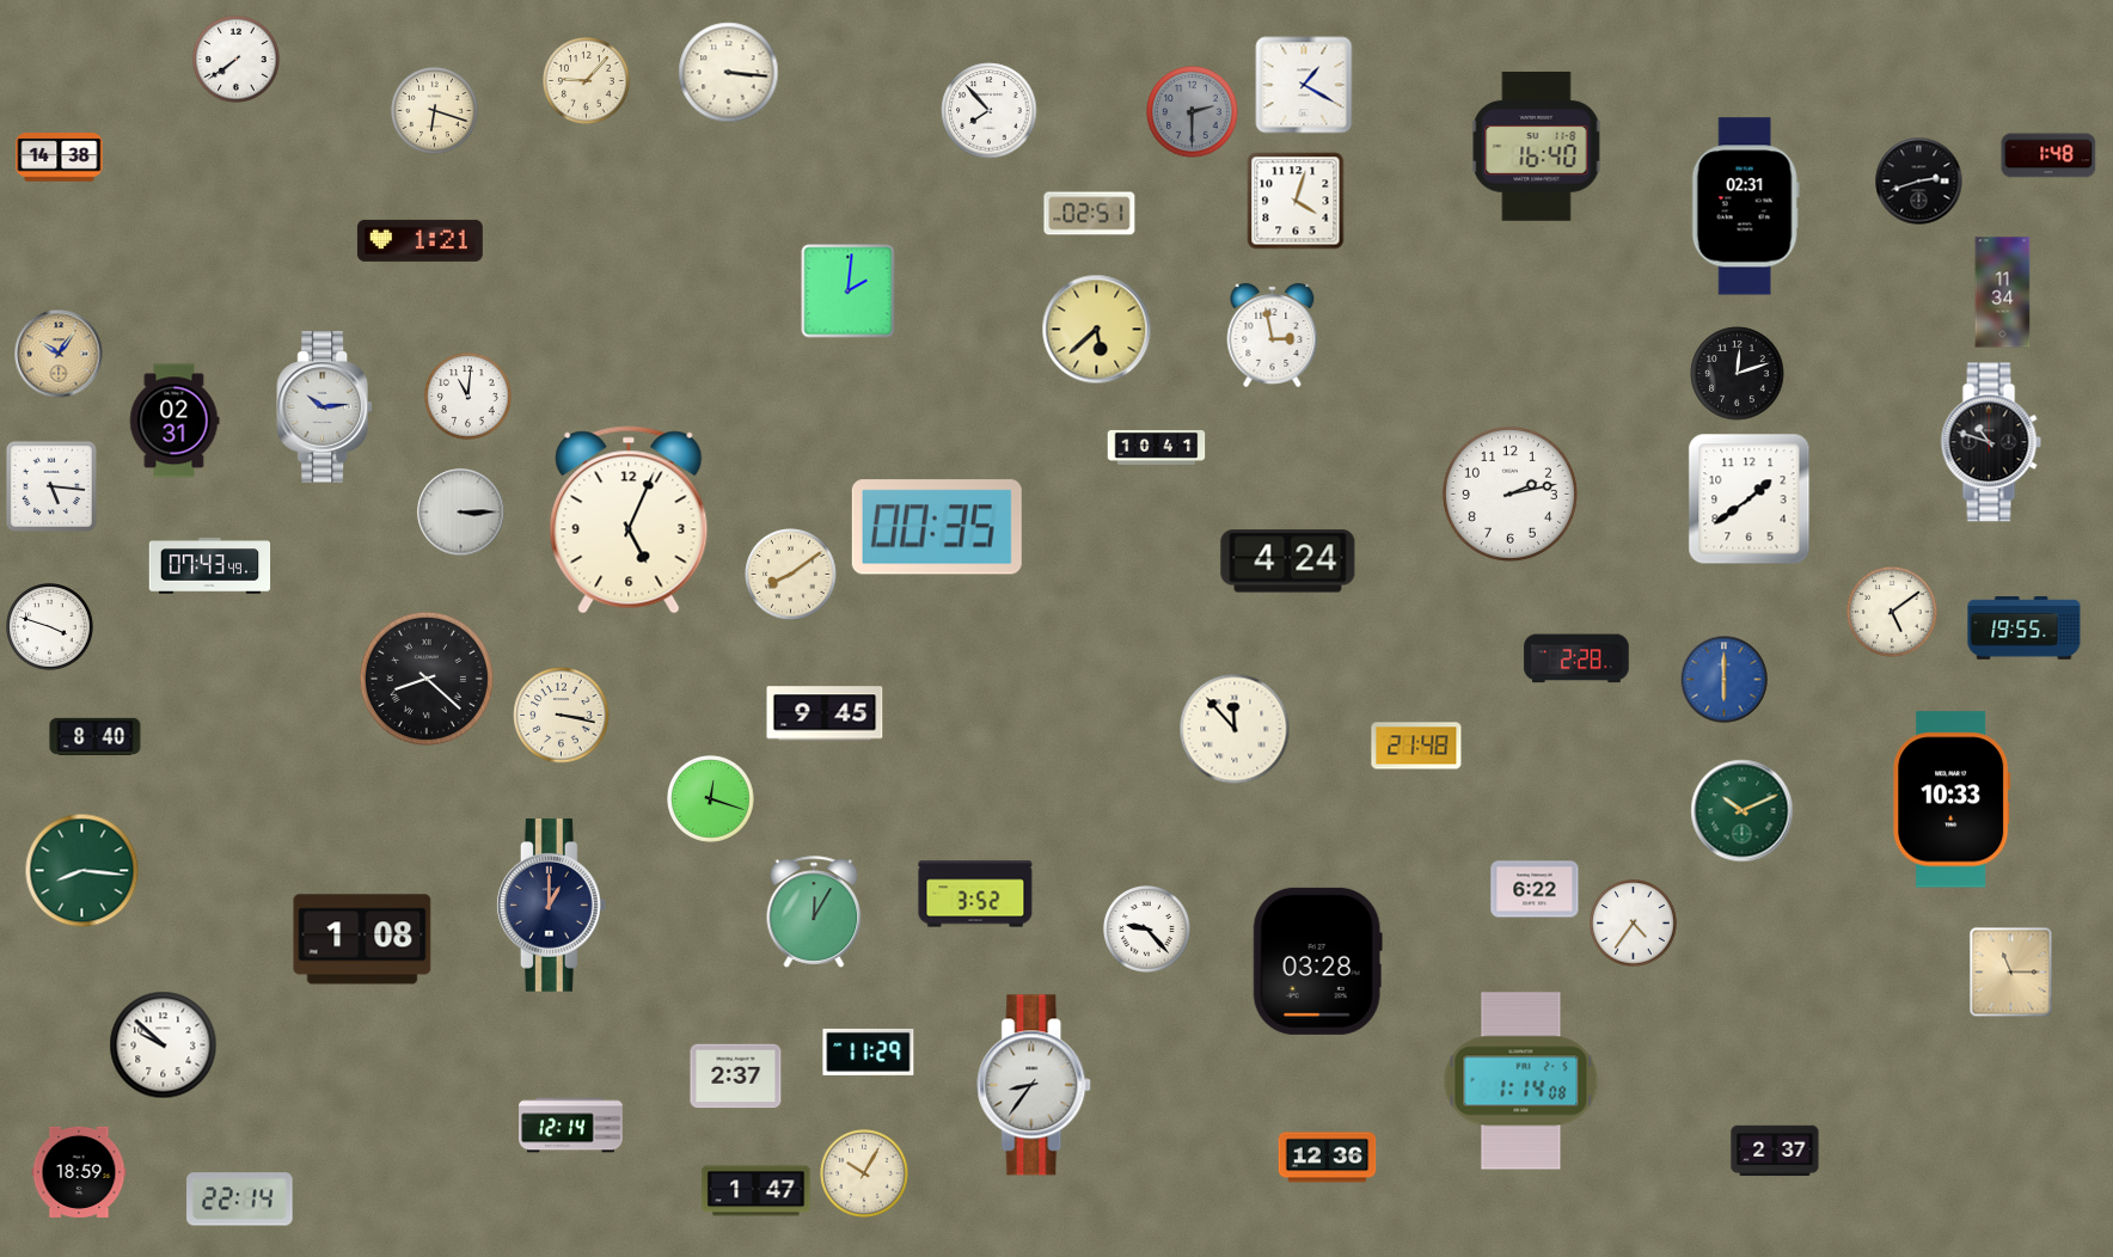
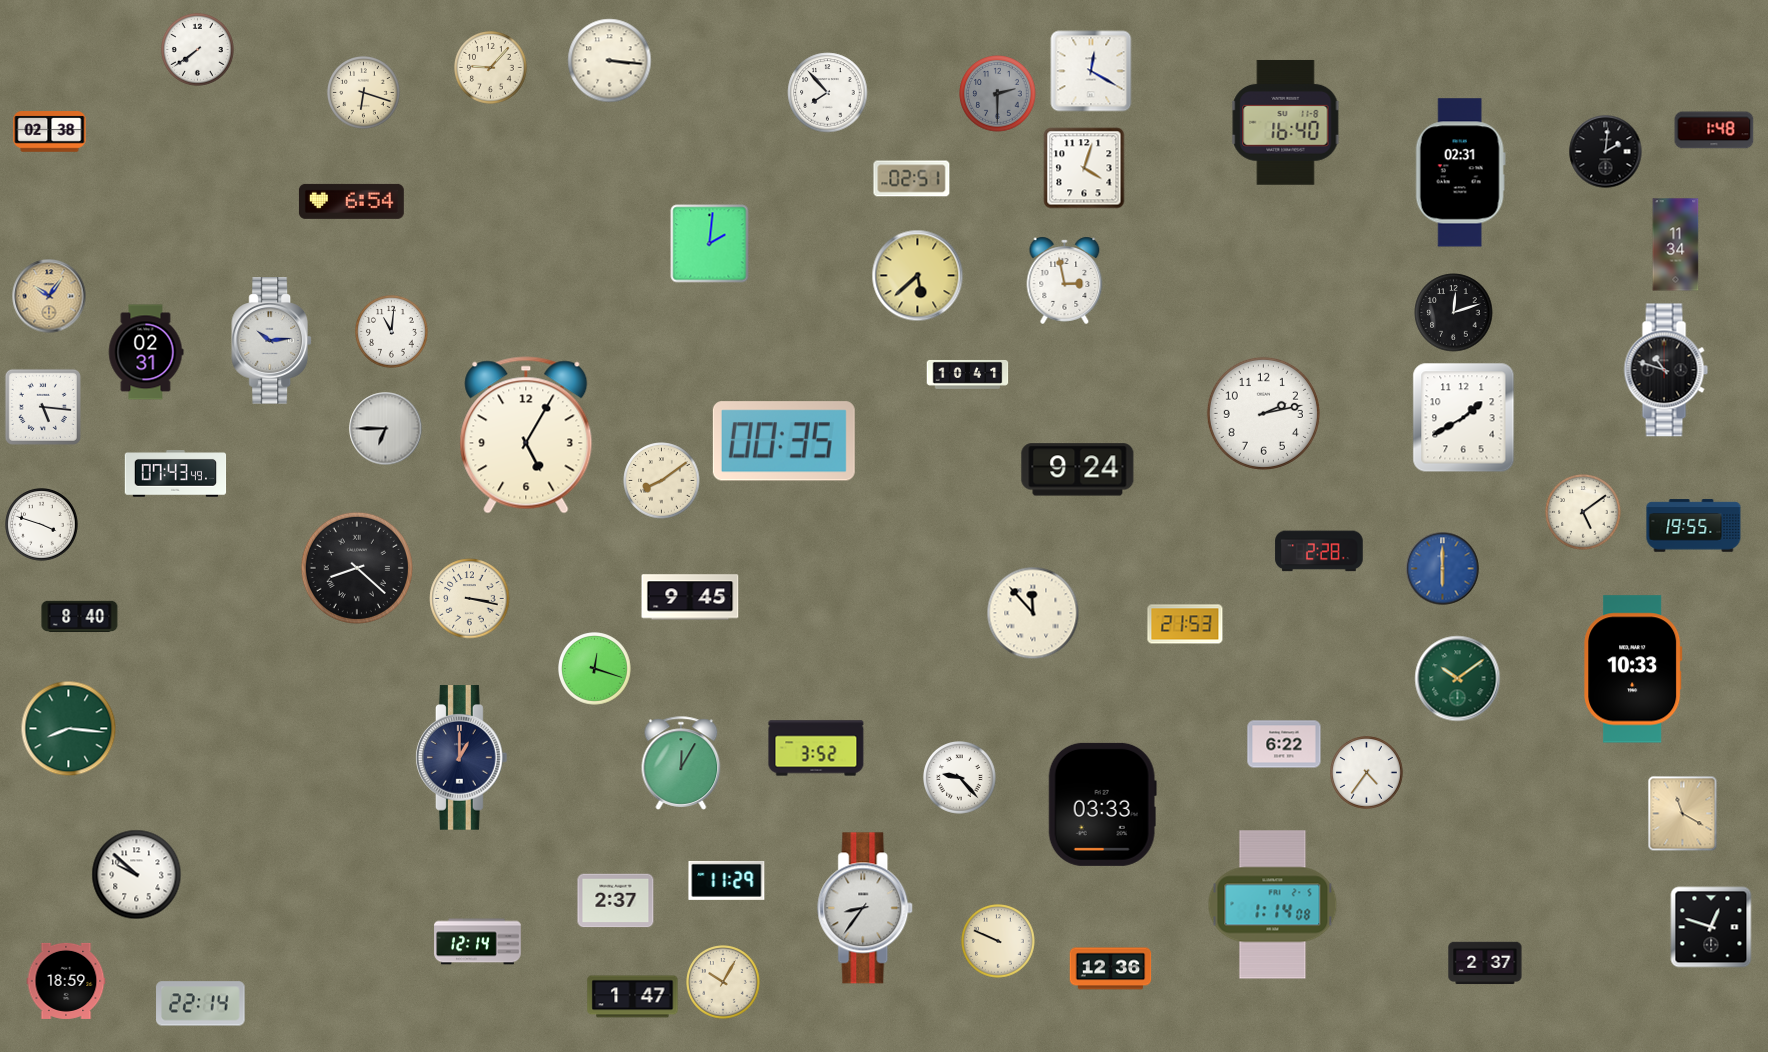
clock at (1304, 85): 1:20 -> 12:20
clock at (60, 158): 14:38 -> 02:38
clock at (1919, 182): 2:42 -> 2:01
clock at (419, 240): 1:21 -> 6:54
clock at (1750, 499): 1:39 -> 1:40
clock at (461, 513): 3:15 -> 6:45
clock at (629, 520): 5:04 -> 5:05
clock at (1288, 562): 4:24 -> 9:24
clock at (1235, 729) position: (1235, 729) -> (1033, 613)
clock at (1416, 746): 21:48 -> 21:53
clock at (1743, 811): 10:11 -> 10:09
clock at (362, 939): 1:08 -> none
clock at (1317, 961): 03:28 -> 03:33
clock at (2011, 973): 11:15 -> 11:20
clock at (1711, 927): none -> 12:48
clock at (998, 941): none -> 9:49
